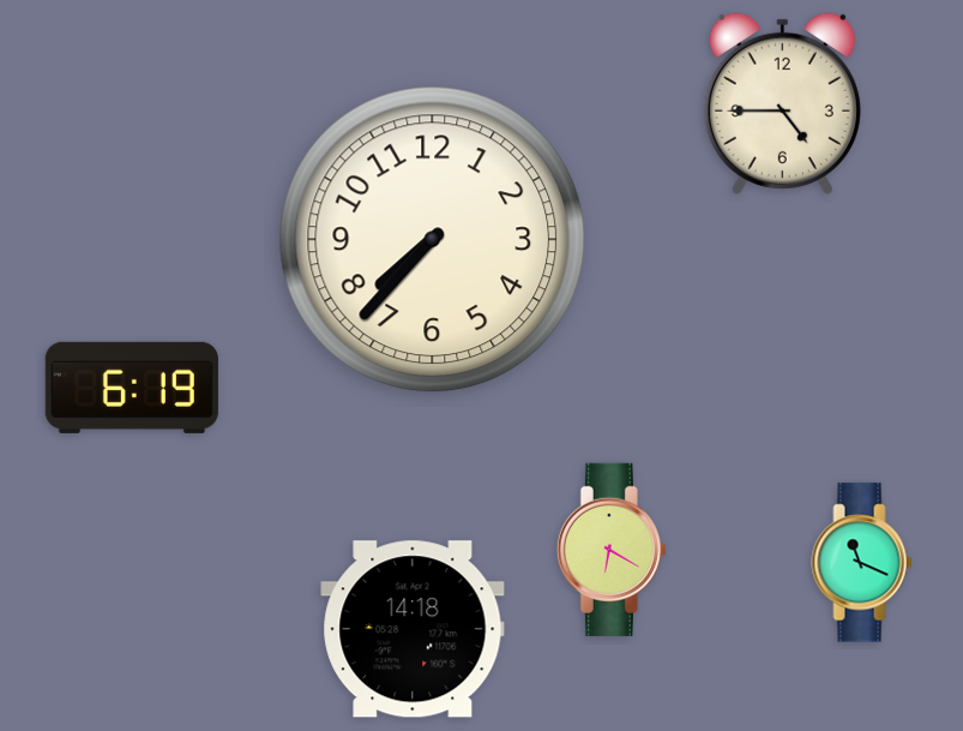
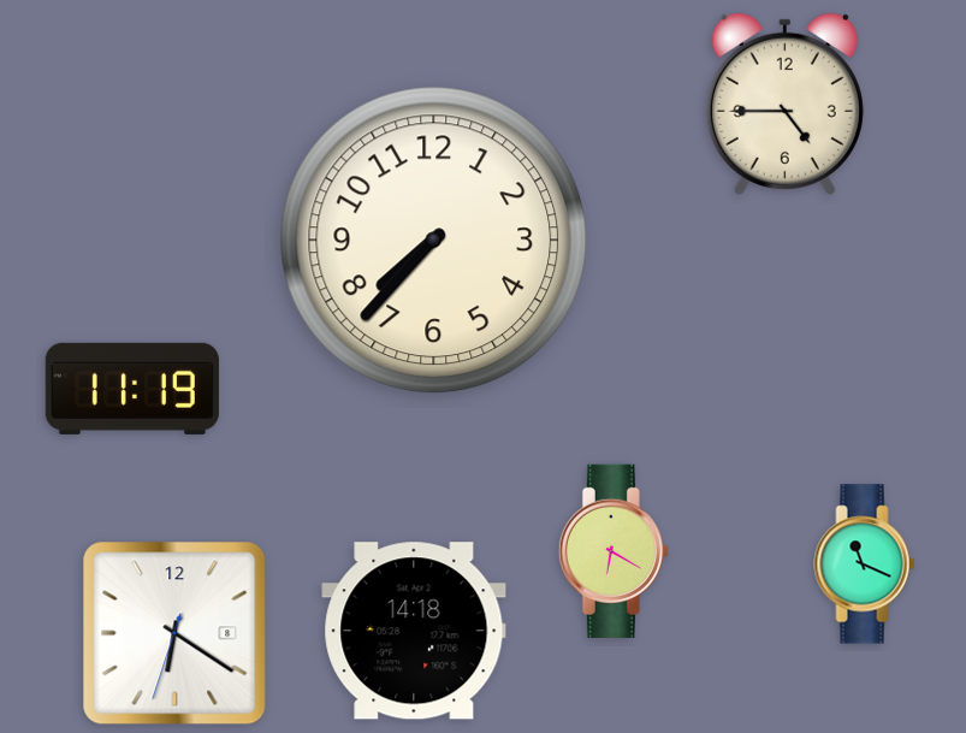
clock at (132, 388): 6:19 -> 11:19
clock at (174, 633): none -> 6:20
